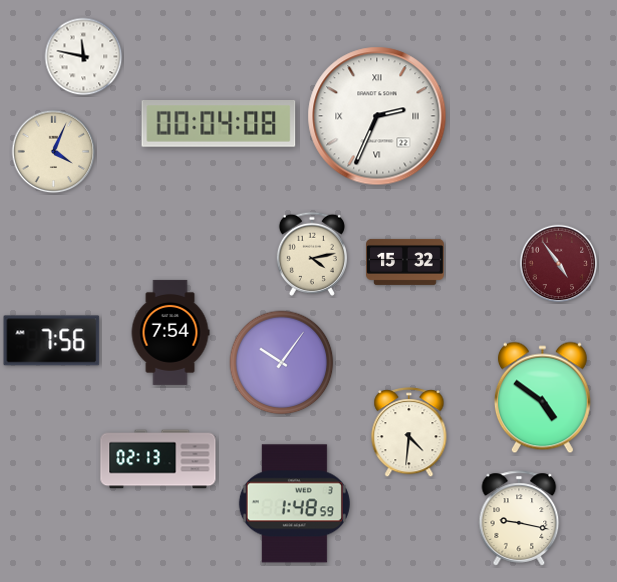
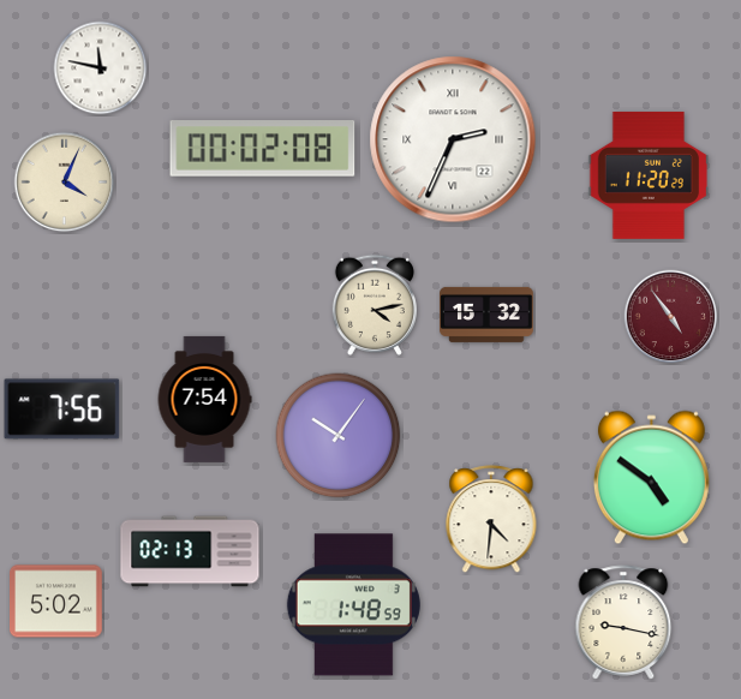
clock at (219, 124): 00:04 -> 00:02
clock at (649, 175): none -> 11:20
clock at (56, 602): none -> 5:02
